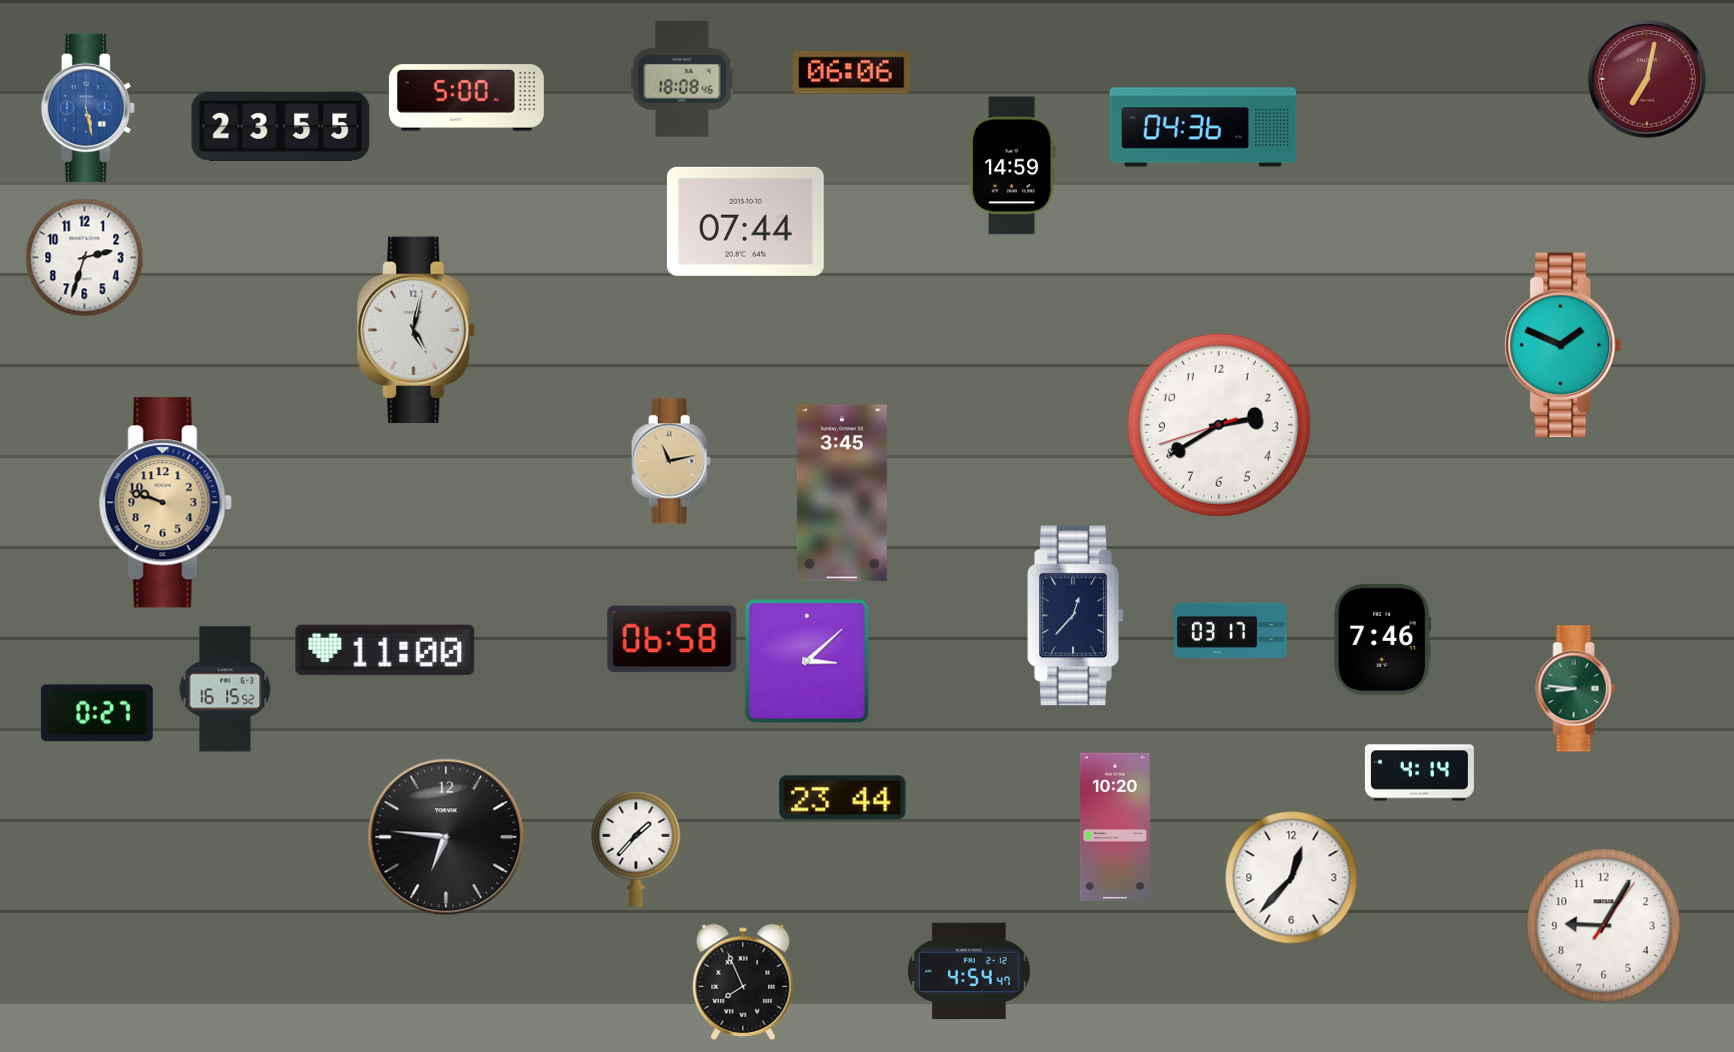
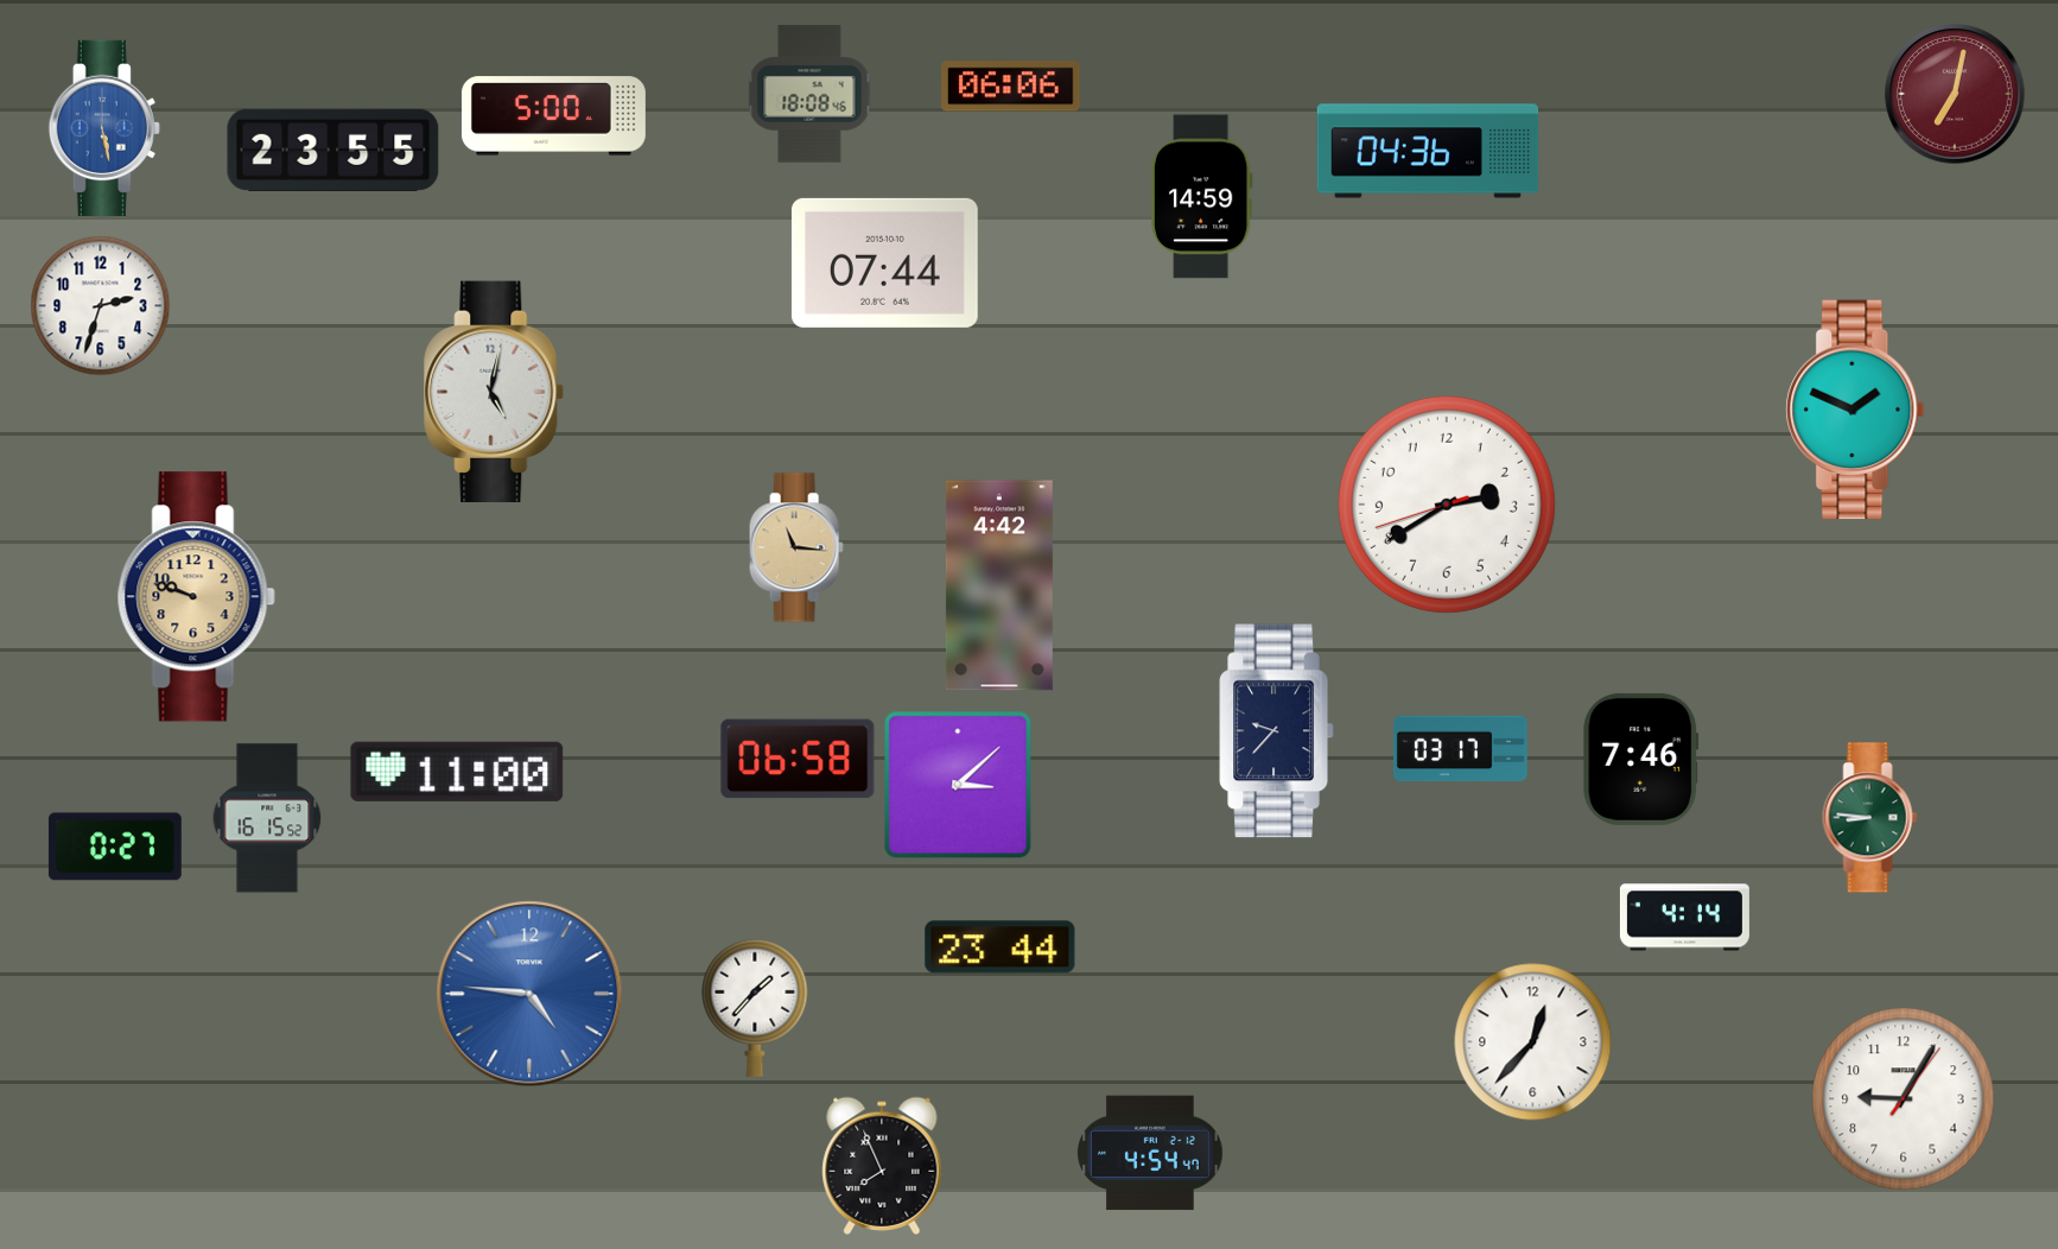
clock at (671, 461): 11:13 -> 11:16
clock at (842, 493): 3:45 -> 4:42
clock at (1076, 616): 12:37 -> 9:37
clock at (1115, 827): 10:20 -> none
clock at (446, 837): 6:46 -> 4:46
clock at (446, 837) dial: black -> blue
